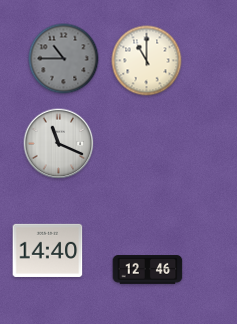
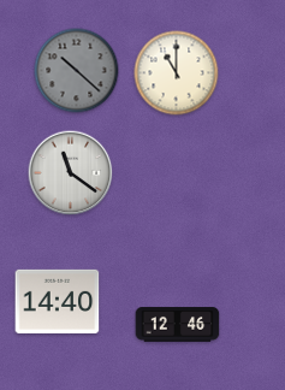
clock at (64, 59): 10:45 -> 10:22
clock at (59, 144): 11:19 -> 11:21
